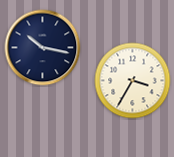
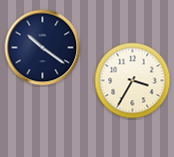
clock at (43, 48): 10:17 -> 10:21
